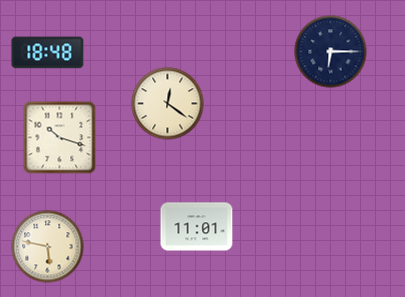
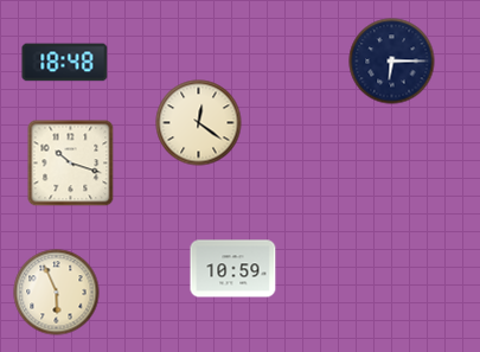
clock at (48, 53) position: (48, 53) -> (65, 63)
clock at (197, 227): 11:01 -> 10:59
clock at (48, 247): 5:47 -> 5:56
